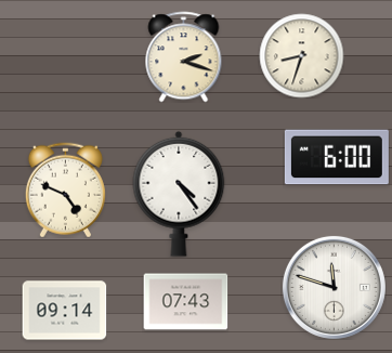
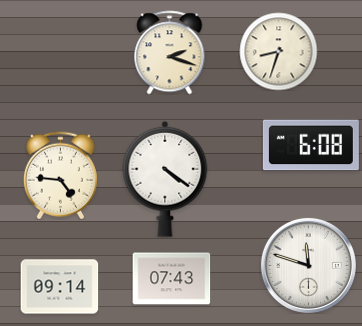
clock at (337, 157): 6:00 -> 6:08
clock at (65, 189): 4:49 -> 4:46
clock at (179, 194): 4:24 -> 4:21
